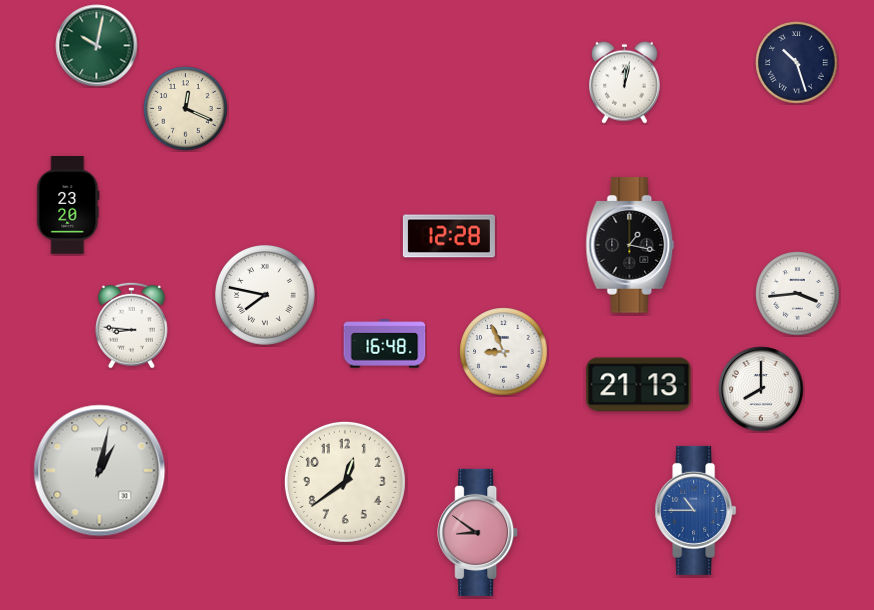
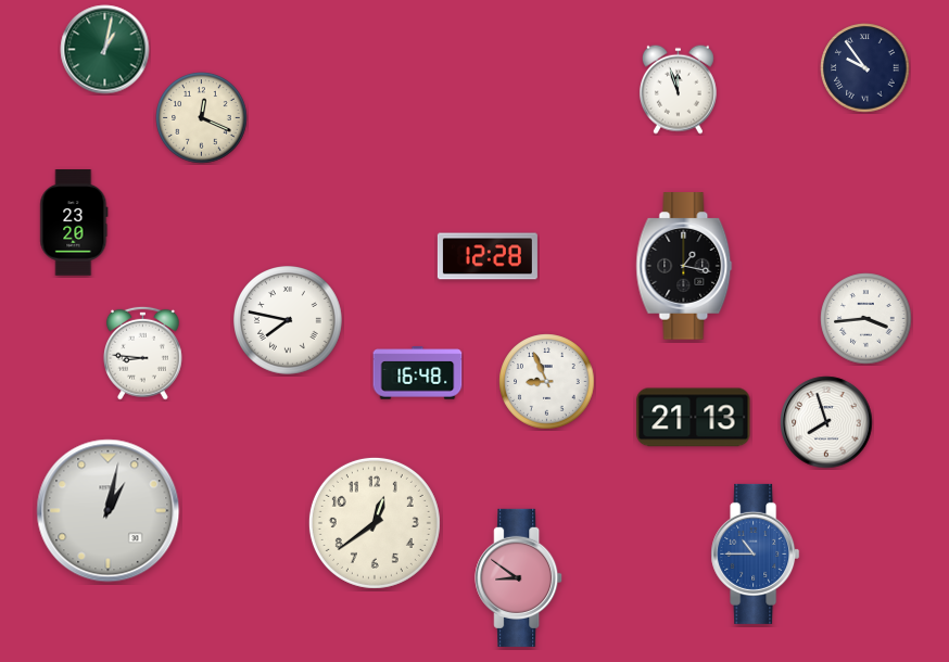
clock at (97, 46): 10:02 -> 1:02
clock at (797, 63): 10:27 -> 9:54
clock at (624, 82): 12:02 -> 11:57
clock at (761, 389): 8:00 -> 7:57
